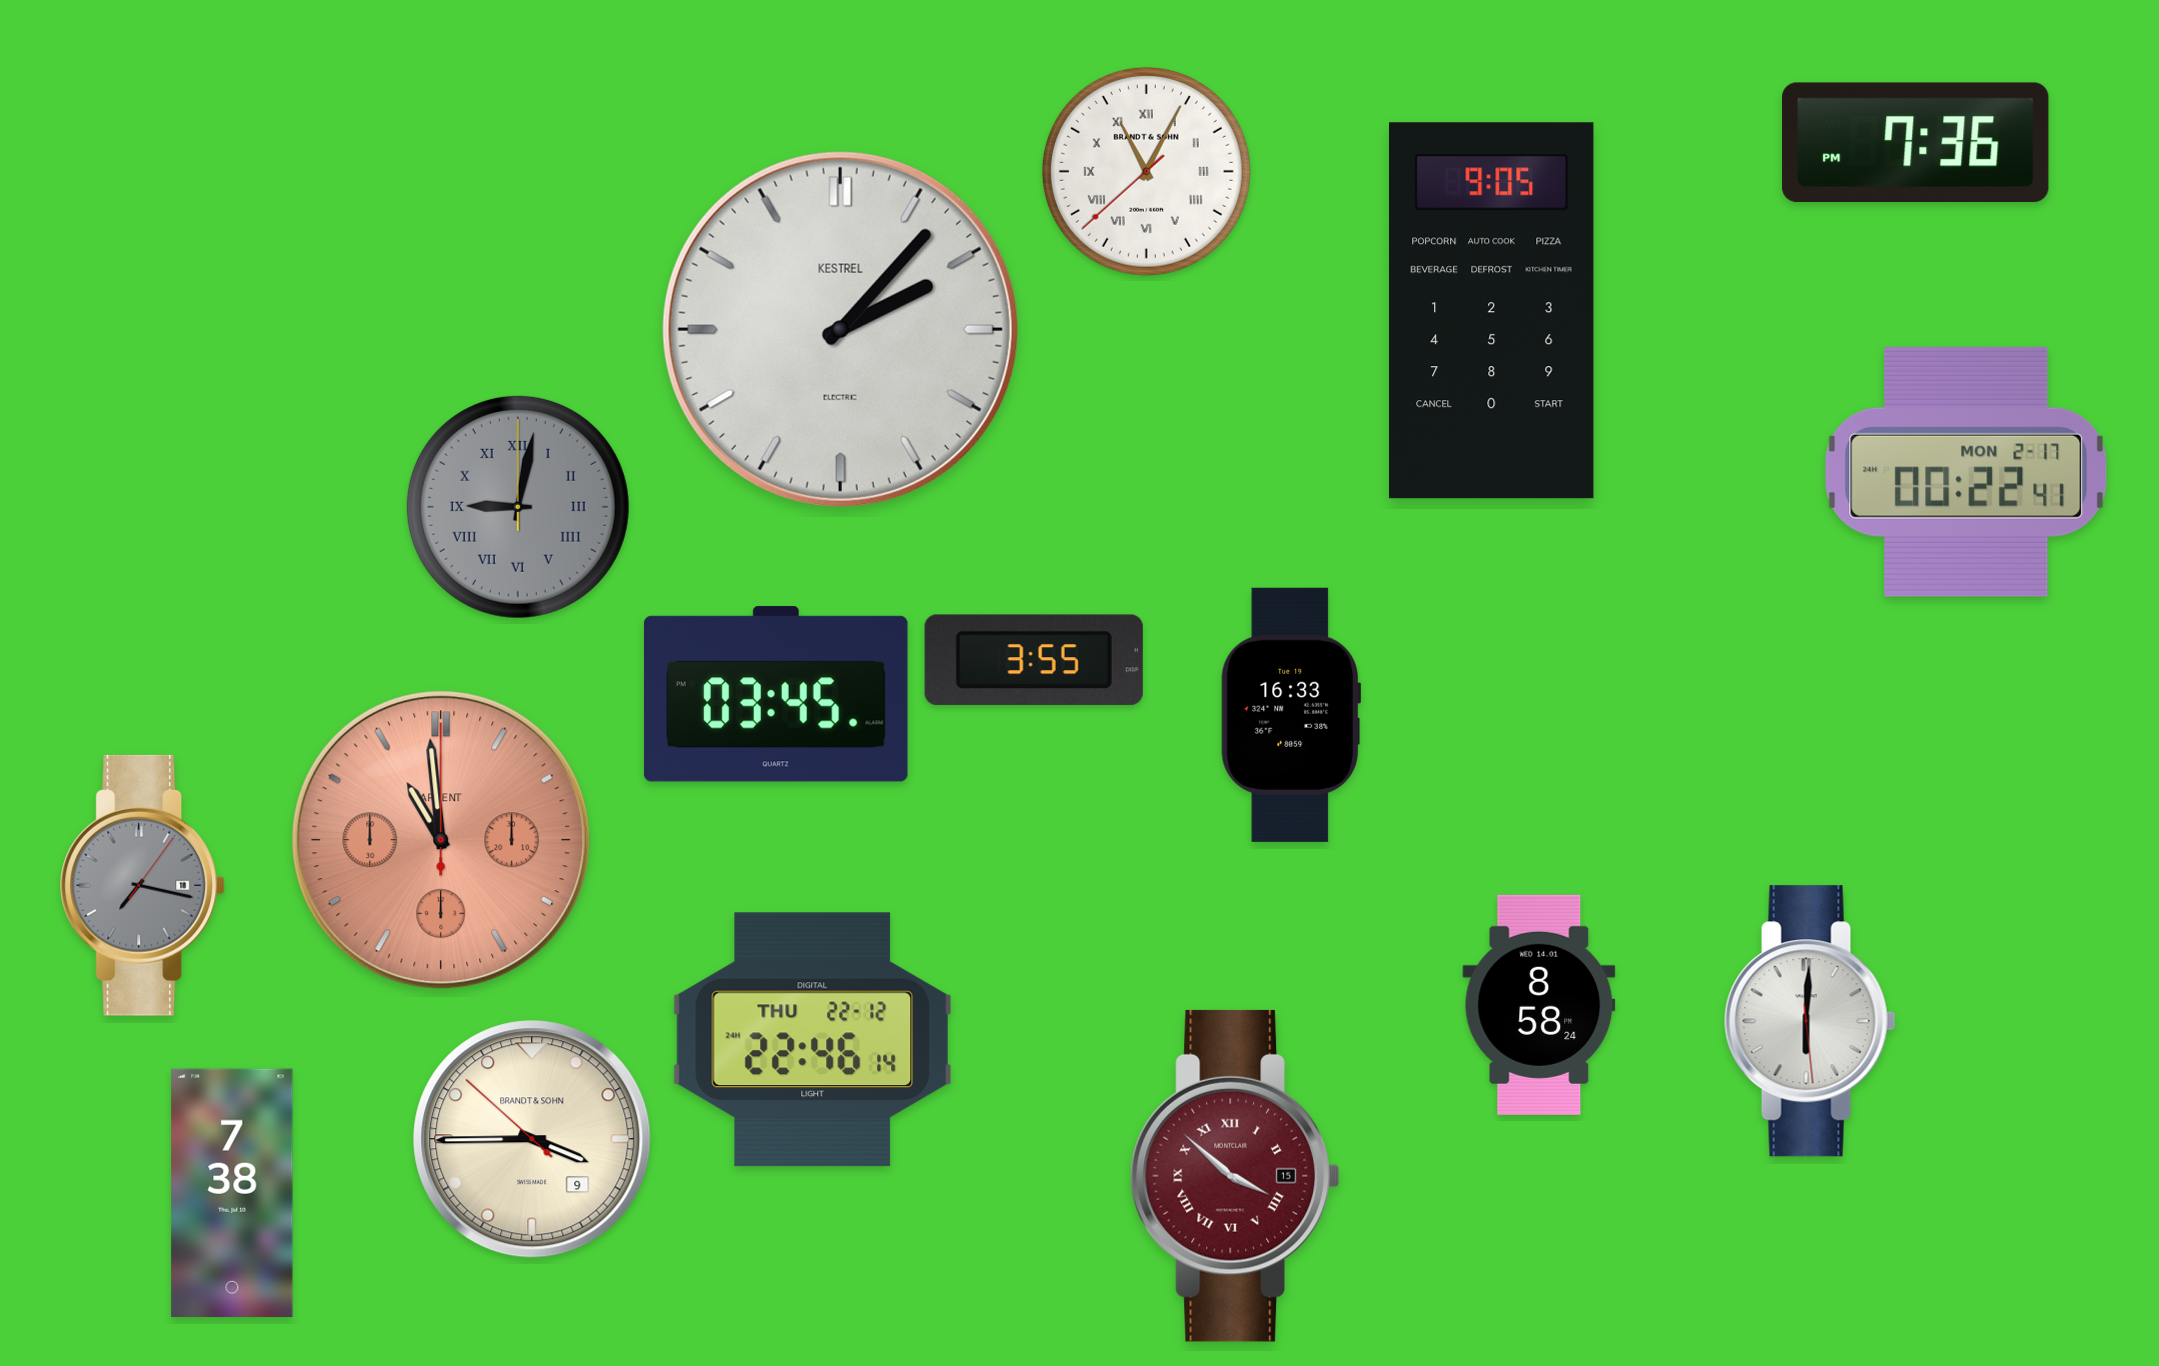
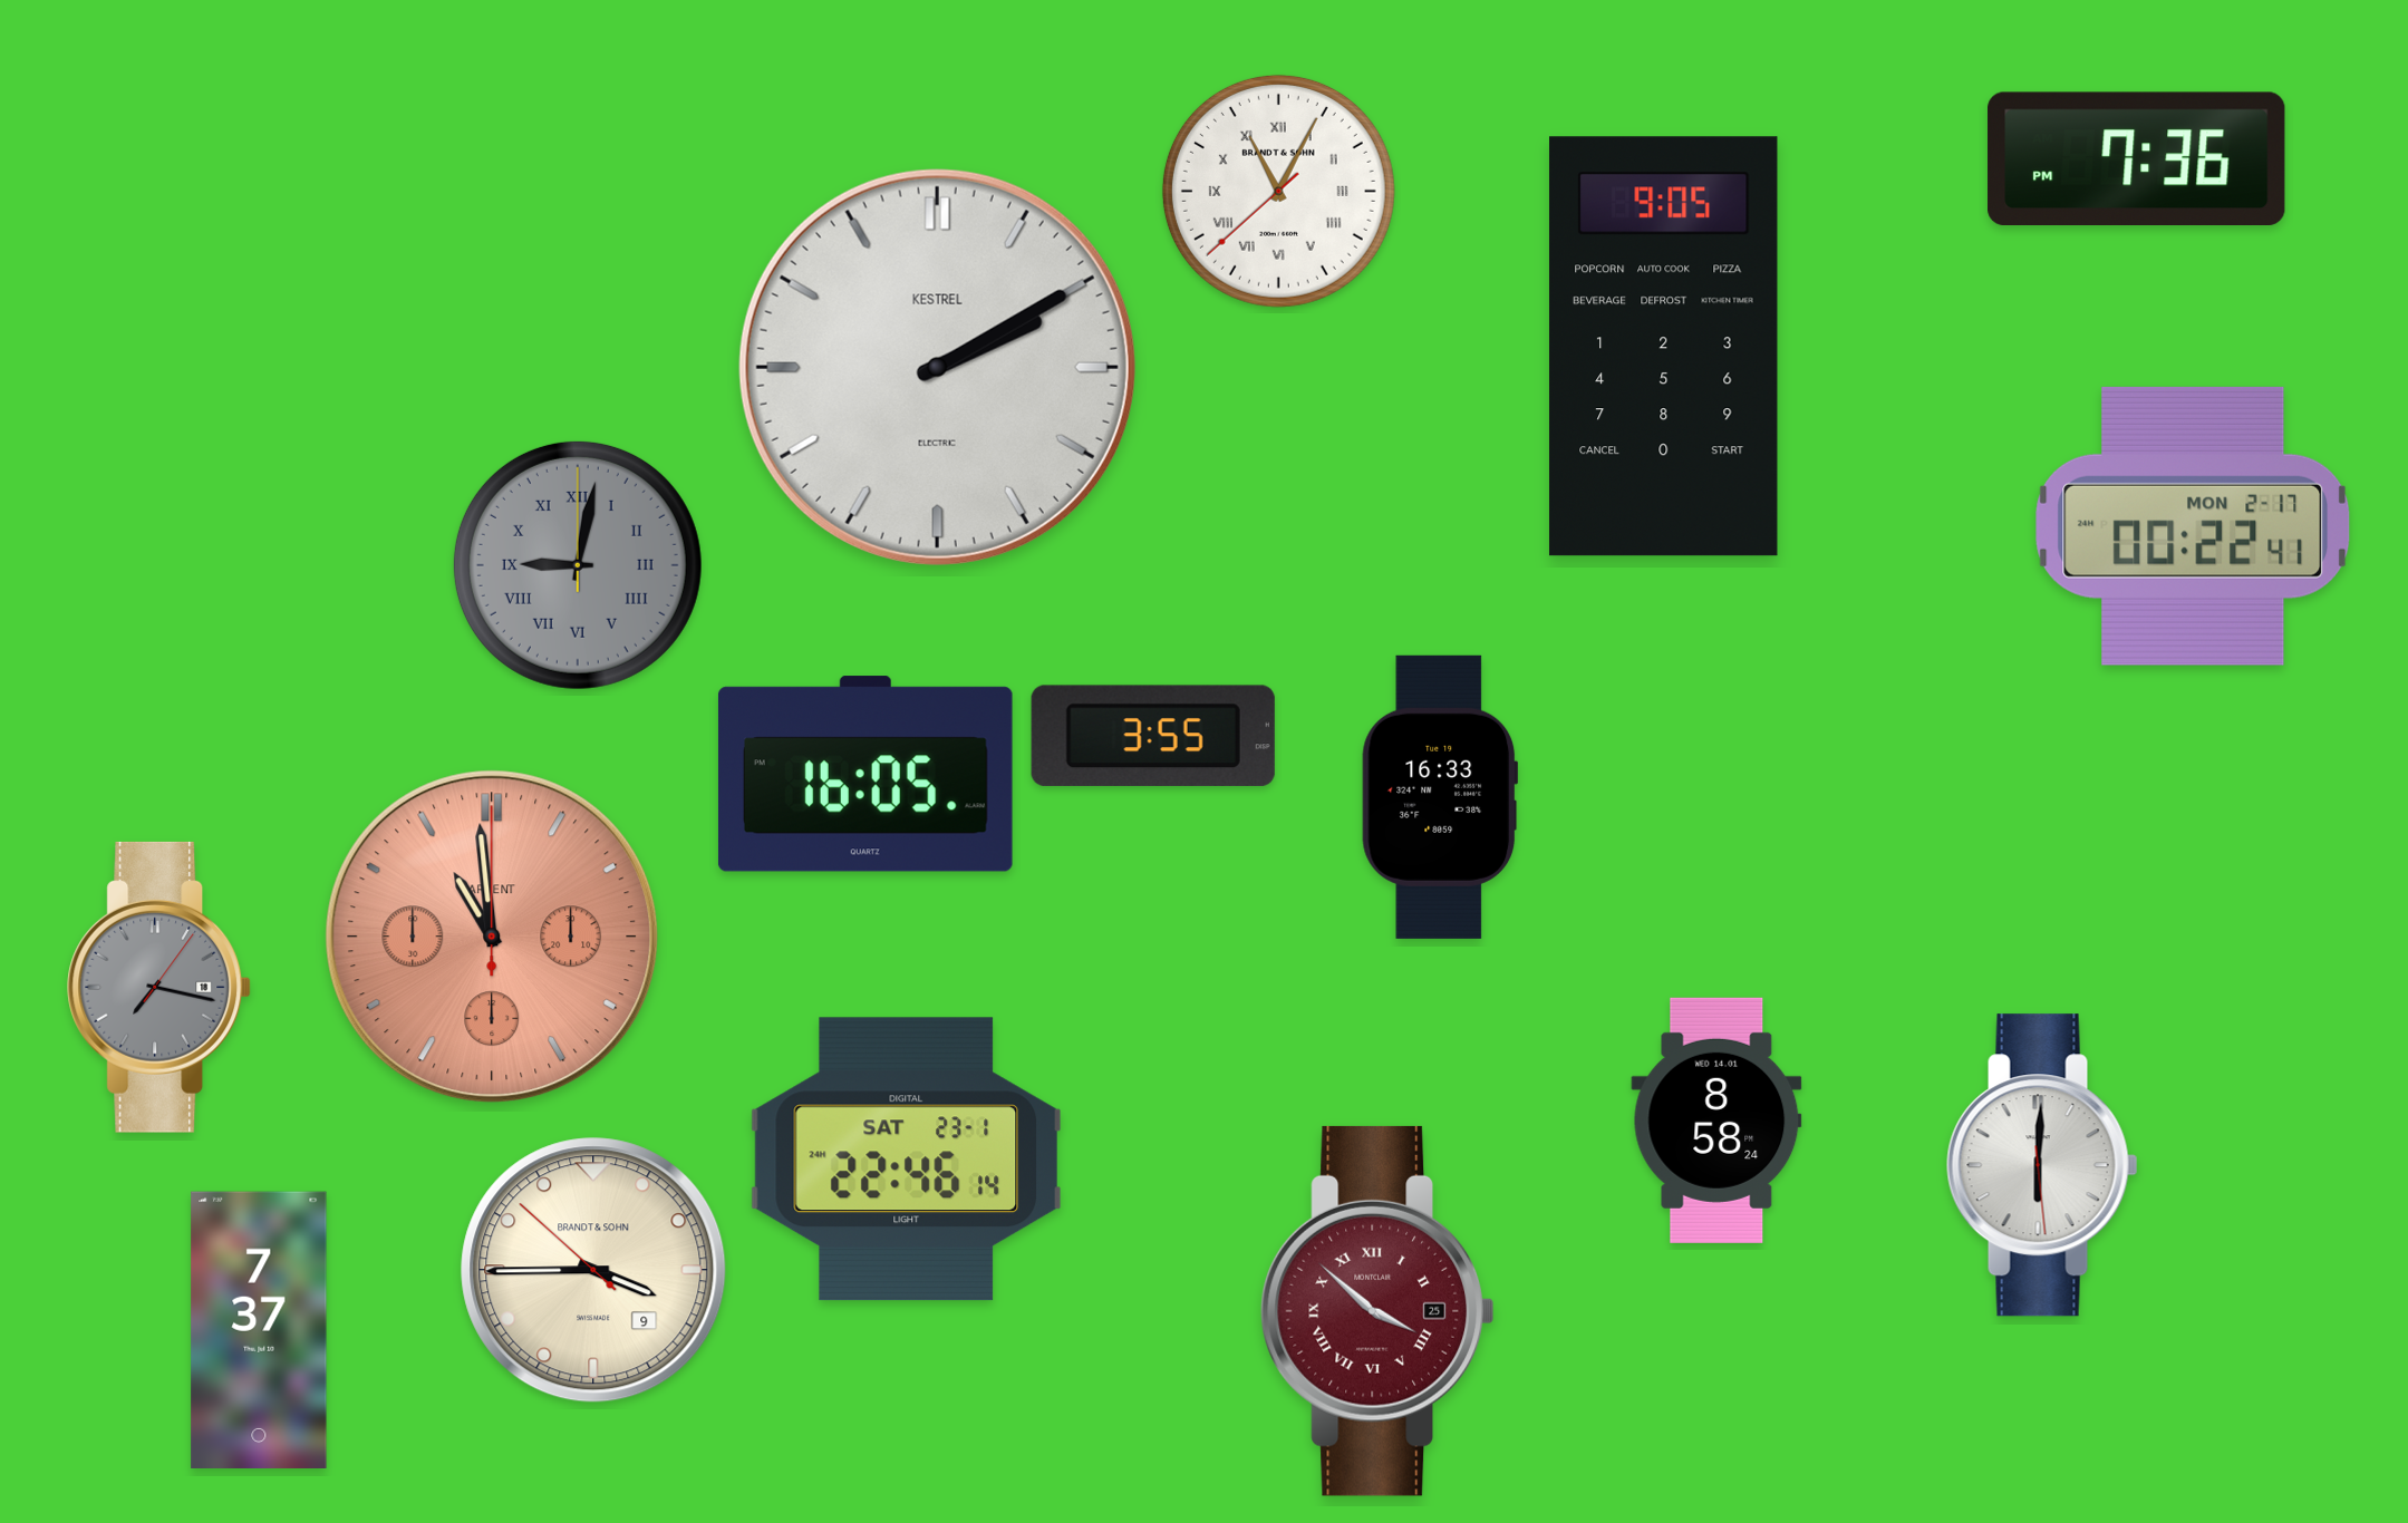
clock at (840, 329): 2:07 -> 2:10
clock at (776, 694): 03:45 -> 16:05
clock at (1810, 1021) position: (1810, 1021) -> (2042, 1165)
clock at (812, 1040) date: THU 22-12 -> SAT 23-1
clock at (1234, 1176) date: 15 -> 25
clock at (232, 1192): 7:38 -> 7:37
